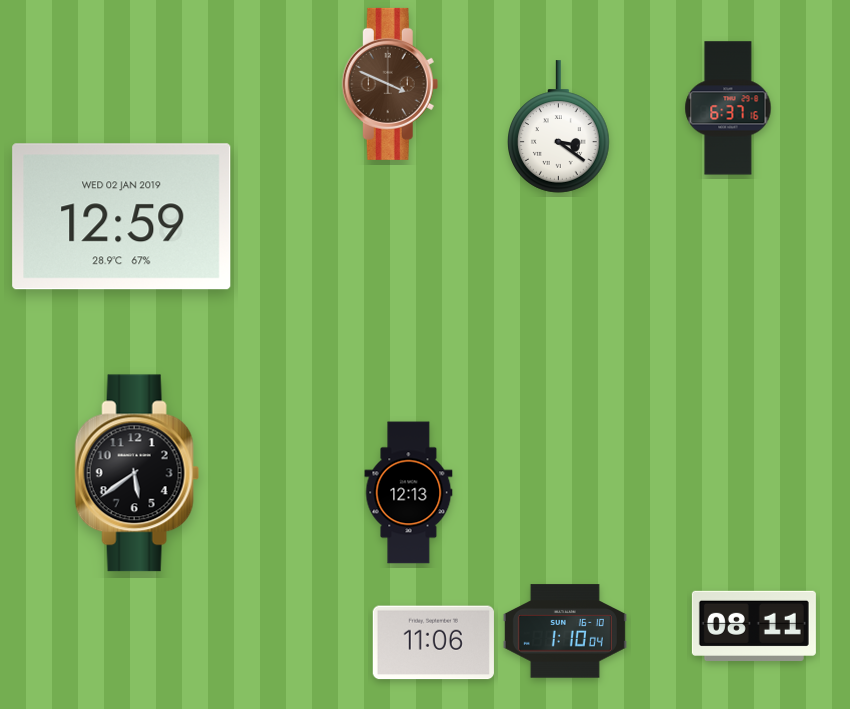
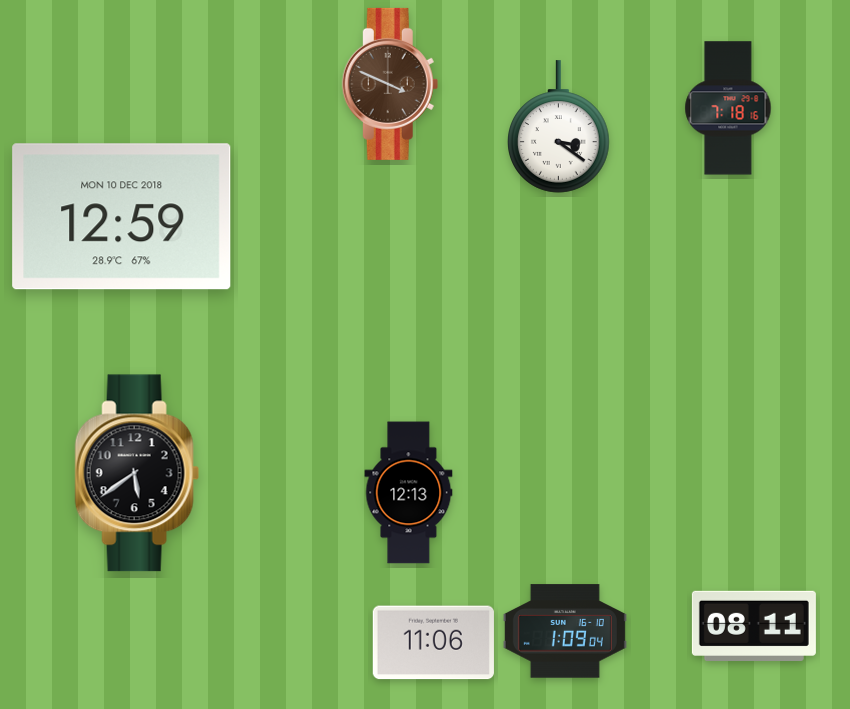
clock at (728, 108): 6:37 -> 7:18
clock at (122, 217) date: WED 02 JAN 2019 -> MON 10 DEC 2018
clock at (565, 631): 1:10 -> 1:09
